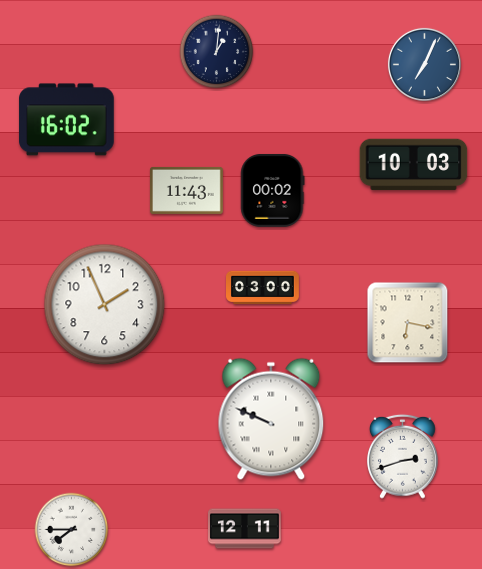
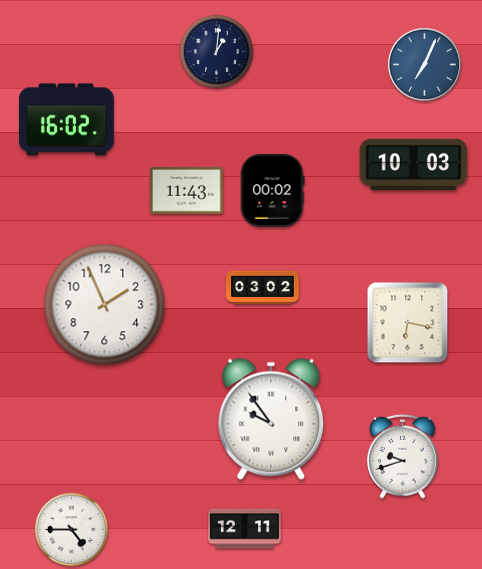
clock at (263, 288): 03:00 -> 03:02
clock at (271, 419): 9:49 -> 9:54
clock at (403, 456): 2:42 -> 9:42
clock at (72, 530): 7:45 -> 4:45
